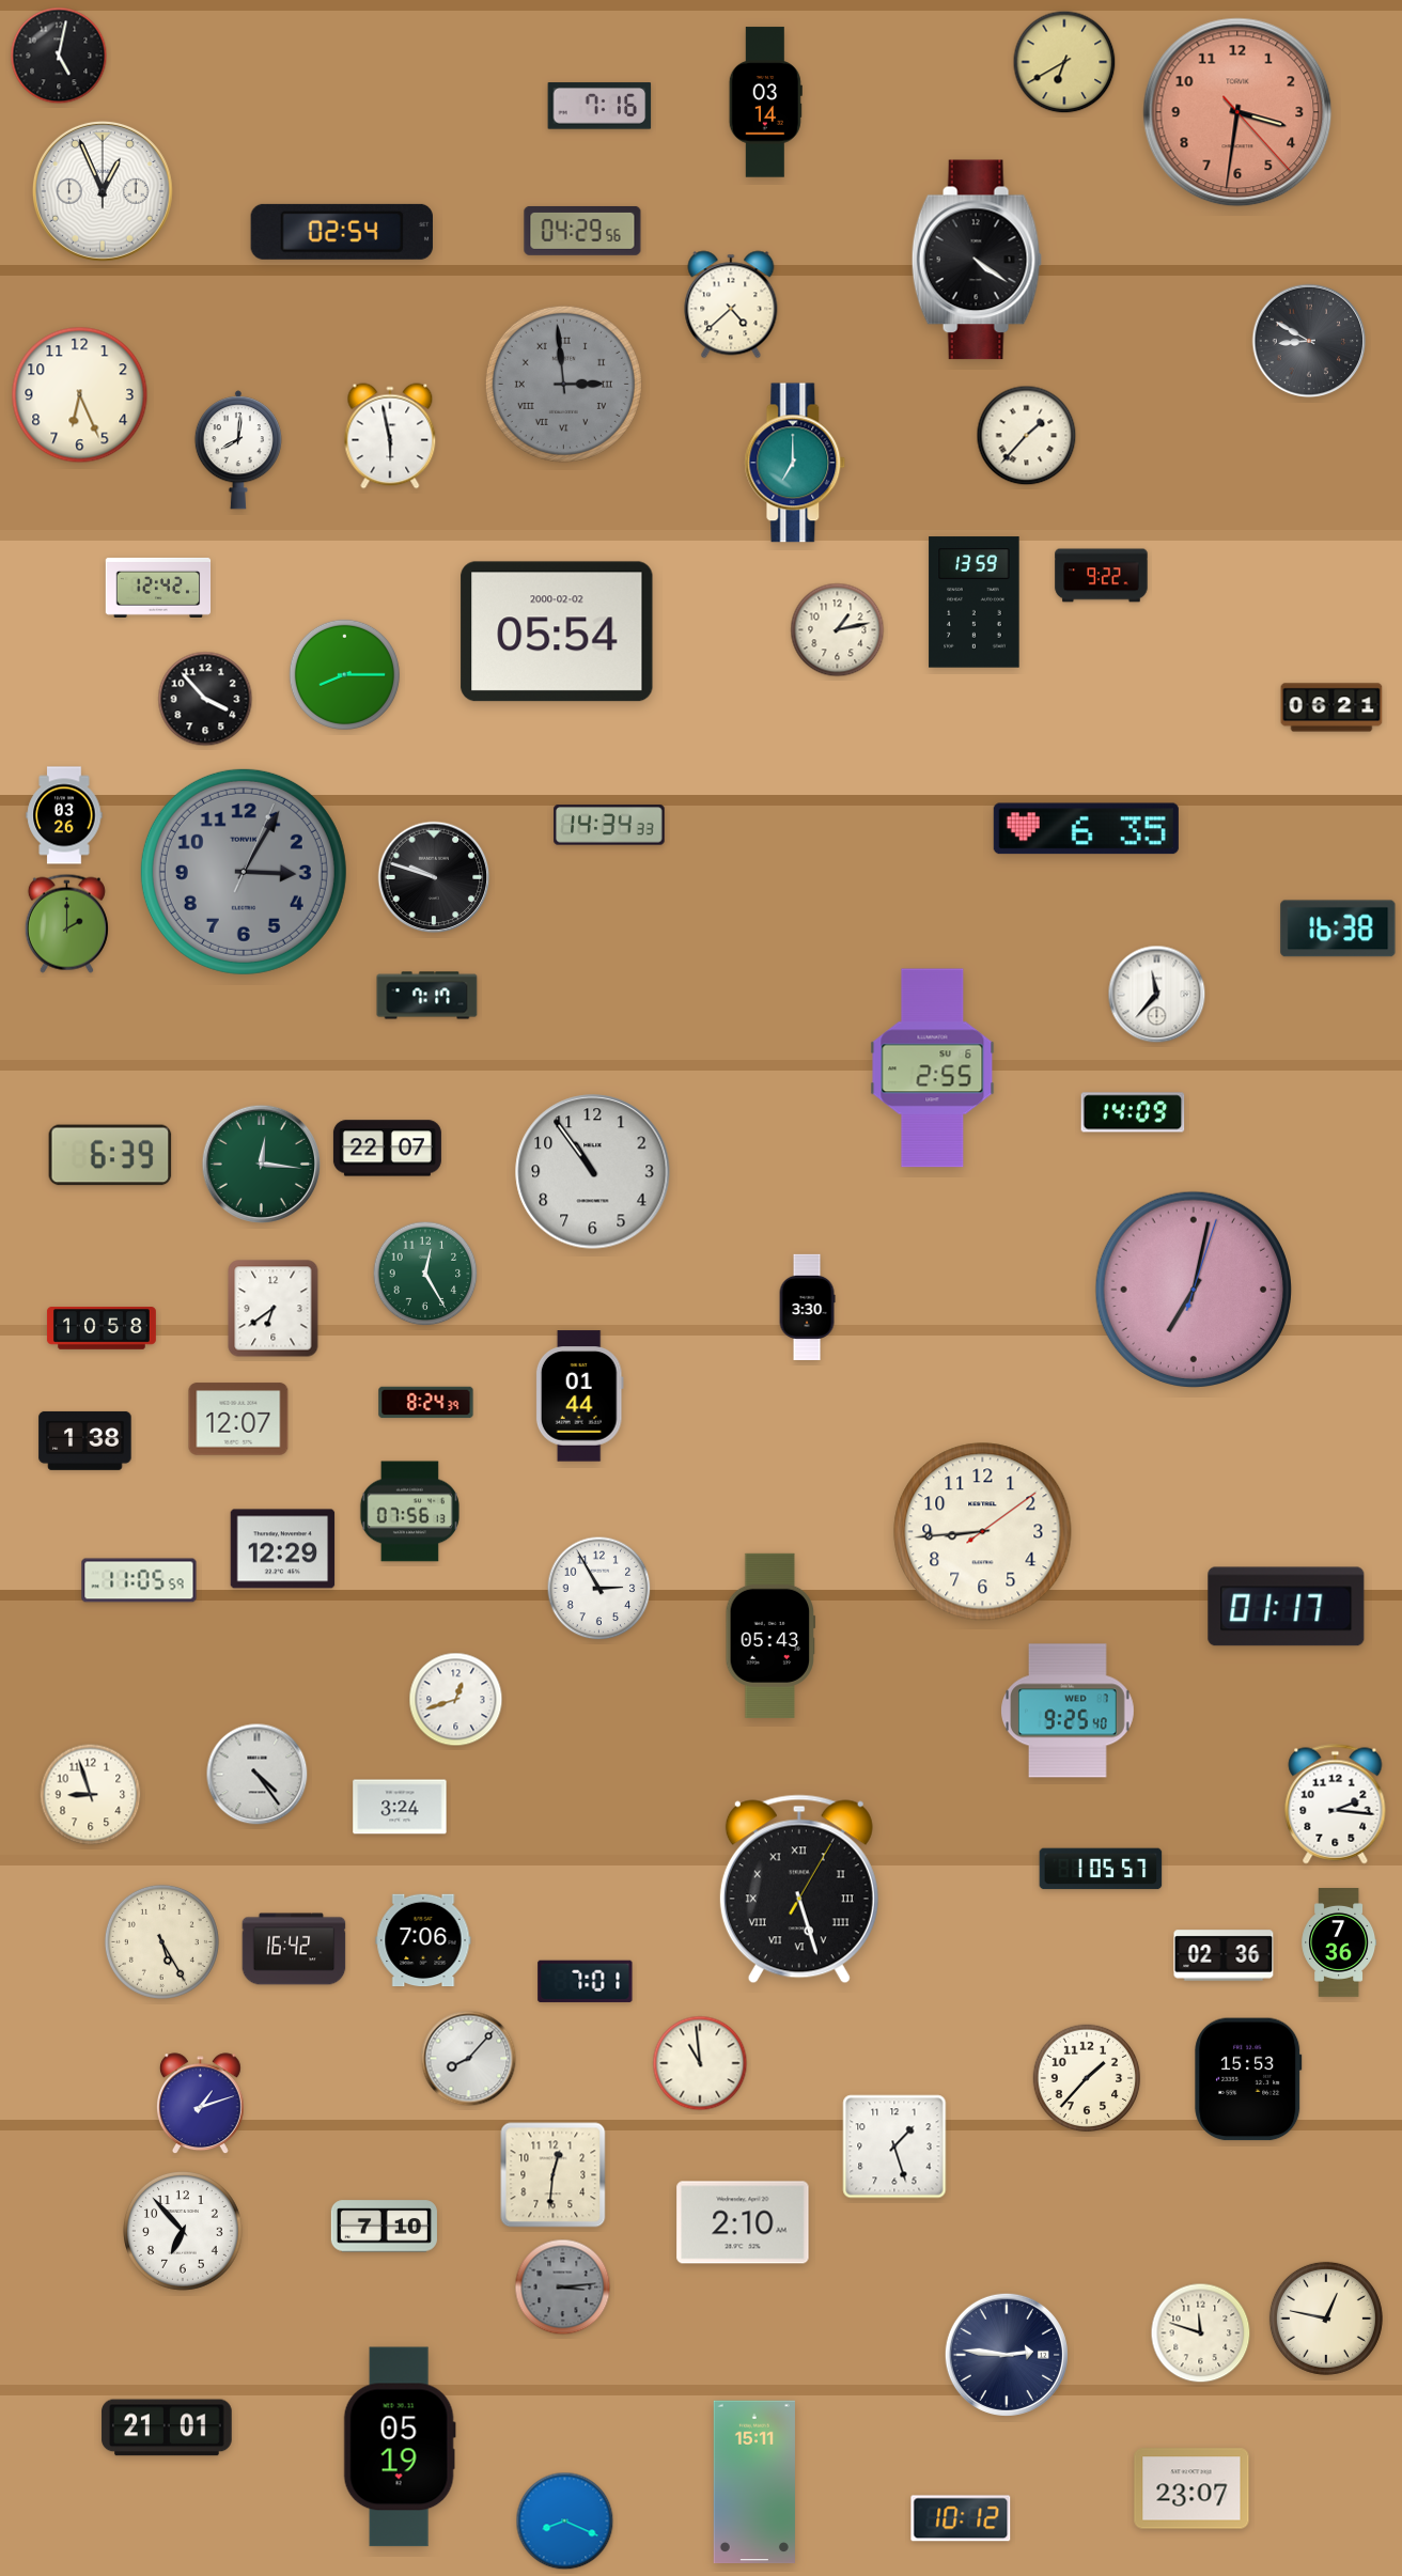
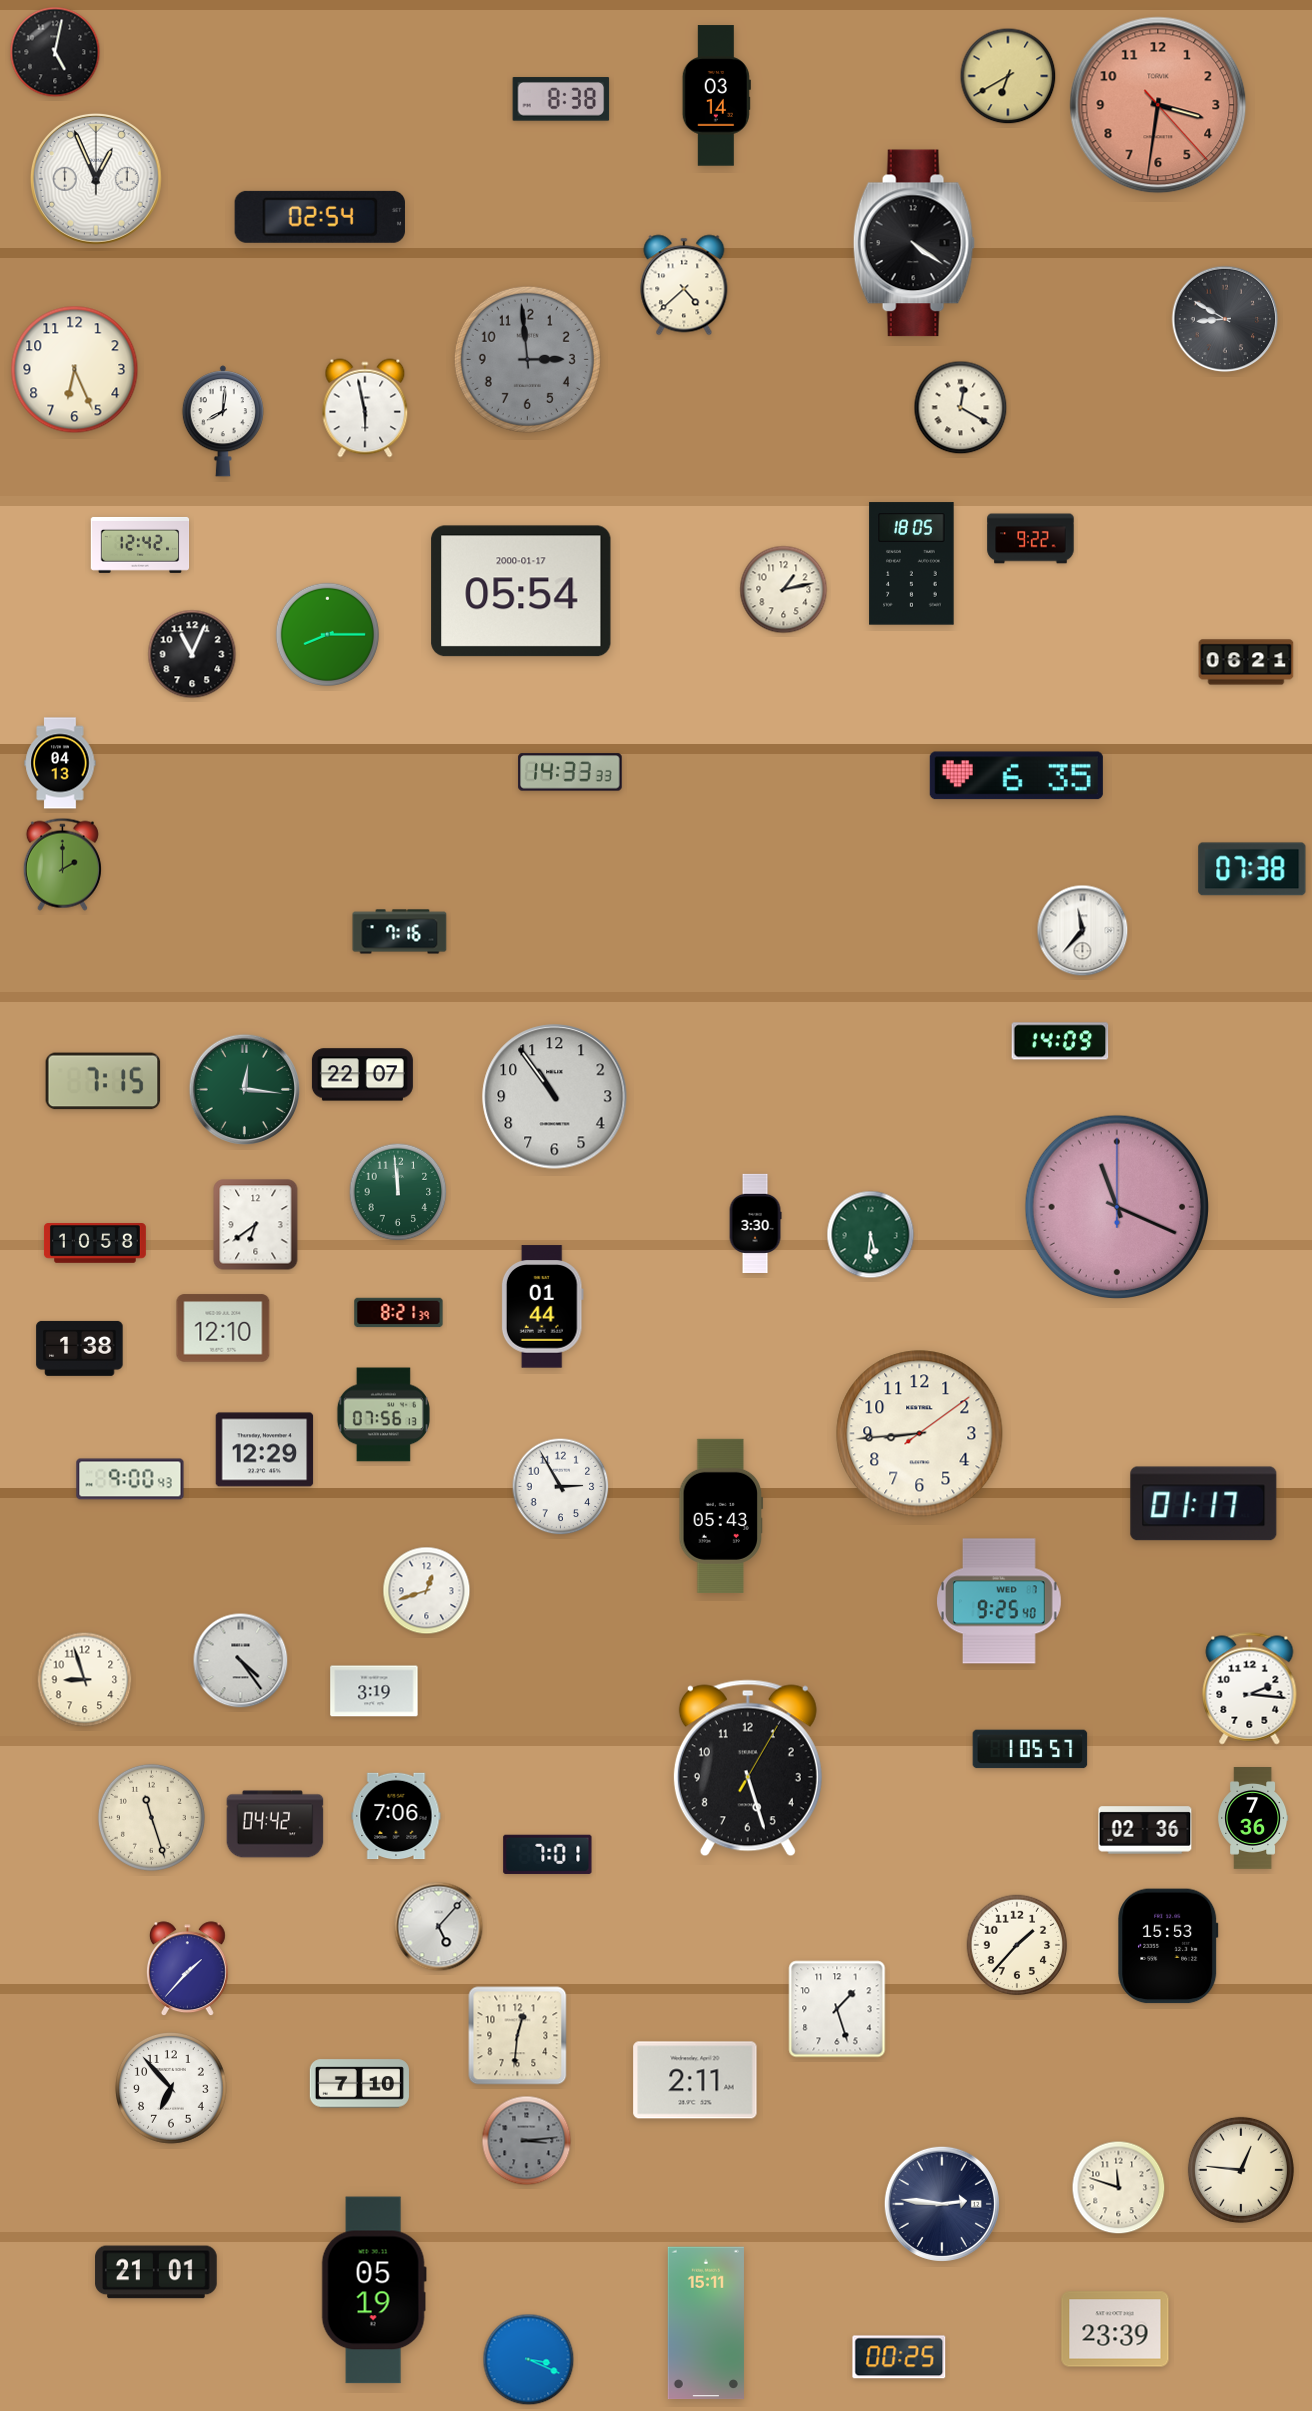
clock at (1064, 62) position: (1064, 62) -> (1008, 76)
clock at (599, 106): 7:16 -> 8:38
clock at (582, 231): 04:29 -> none
clock at (563, 384) numerals: Roman -> Arabic
clock at (1027, 436): 1:37 -> 12:20
clock at (795, 463): 7:00 -> none
clock at (158, 588) position: (158, 588) -> (140, 545)
clock at (975, 603): 13:59 -> 18:05
clock at (557, 631) date: 2000-02-02 -> 2000-01-17
clock at (344, 674) position: (344, 674) -> (327, 634)
clock at (205, 699): 3:53 -> 11:04
clock at (64, 815): 03:26 -> 04:13
clock at (609, 825): 14:34 -> 14:33
clock at (244, 872): 3:05 -> none
clock at (434, 877): 9:48 -> none
clock at (1338, 928): 16:38 -> 07:38
clock at (427, 996): 7:17 -> 7:16
clock at (933, 1068): 2:55 -> none
clock at (110, 1155): 6:39 -> 7:15
clock at (425, 1274): 12:25 -> 11:59
clock at (1193, 1289): 7:02 -> 11:19
clock at (871, 1235): none -> 5:31
clock at (426, 1403): 8:24 -> 8:21
clock at (238, 1419): 12:07 -> 12:10
clock at (139, 1580): 11:05 -> 9:00
clock at (770, 1636) position: (770, 1636) -> (721, 1516)
clock at (400, 1807): 3:24 -> 3:19
clock at (799, 1889) numerals: Roman -> Arabic
clock at (161, 1941): 5:25 -> 11:27
clock at (294, 1949): 16:42 -> 04:42
clock at (469, 2059): 8:07 -> 5:07
clock at (700, 2063): 10:59 -> none
clock at (200, 2104): 1:12 -> 1:37
clock at (743, 2222): 2:10 -> 2:11
clock at (1326, 2319): 12:47 -> 12:46
clock at (1201, 2333) position: (1201, 2333) -> (1119, 2188)
clock at (1191, 2488): 23:07 -> 23:39
clock at (961, 2518): 10:12 -> 00:25
clock at (565, 2522): 8:19 -> 3:19
